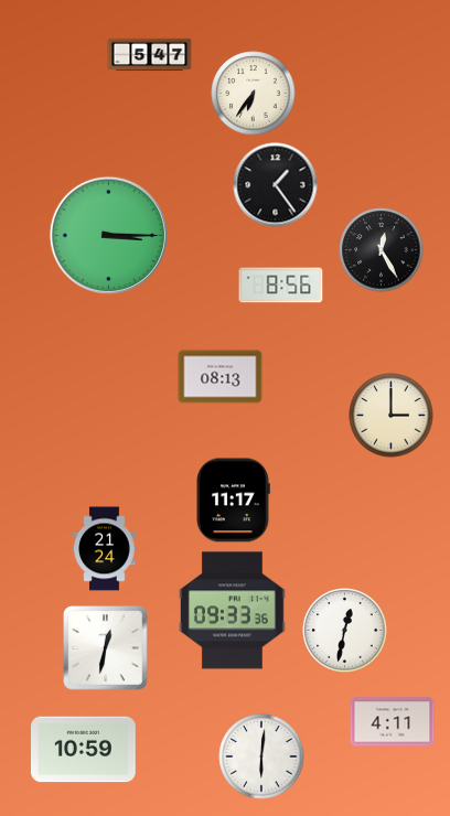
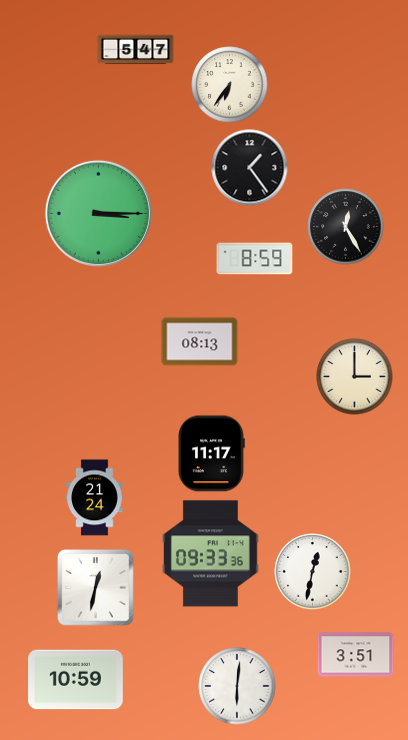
clock at (281, 286): 8:56 -> 8:59
clock at (393, 722): 4:11 -> 3:51
